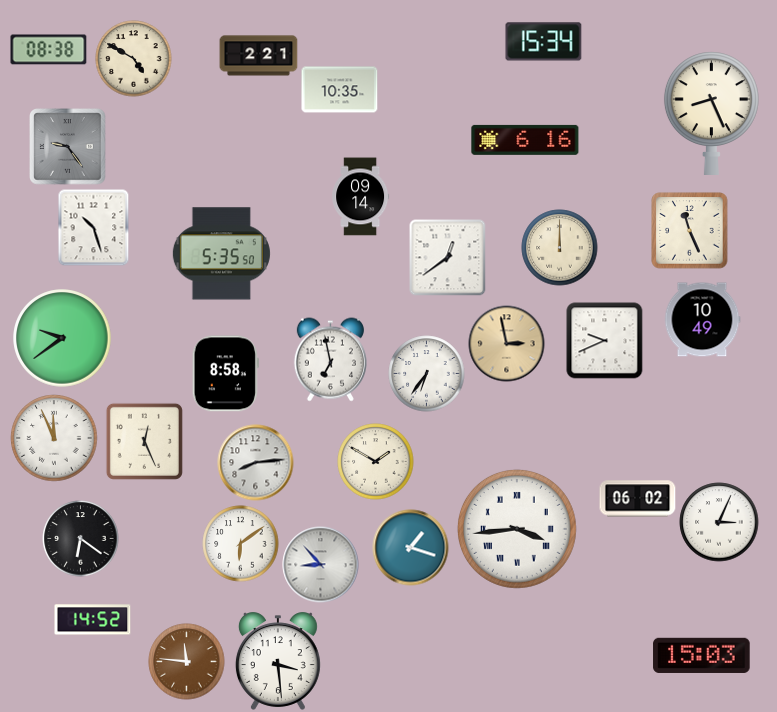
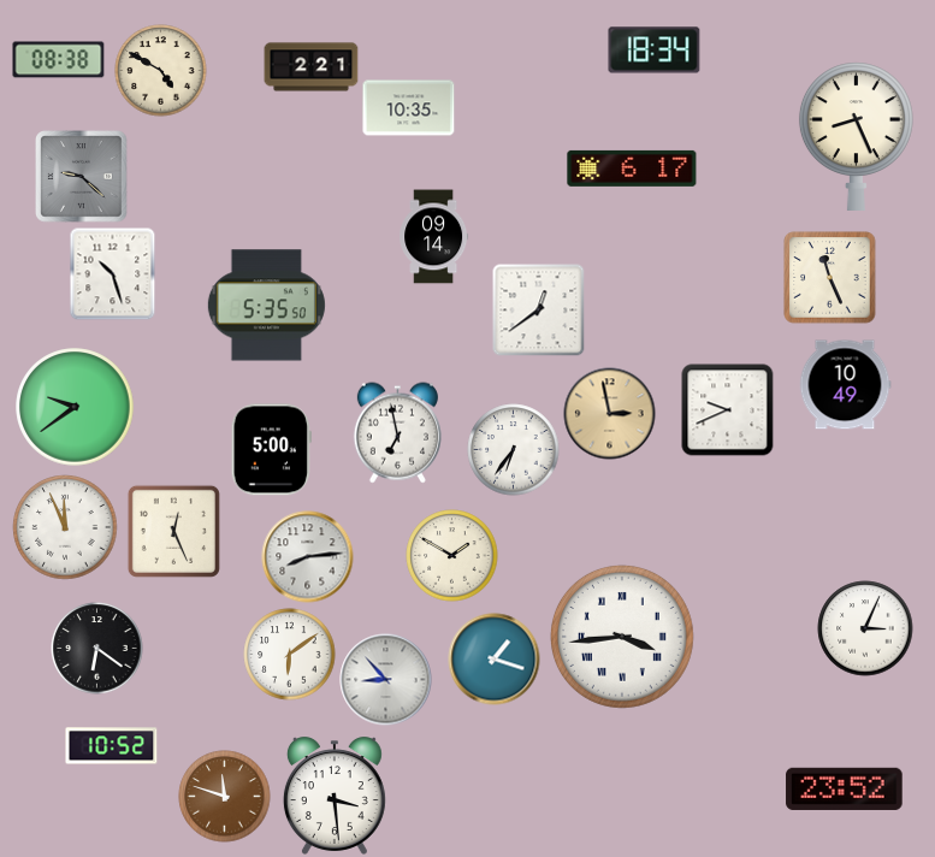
clock at (544, 42): 15:34 -> 18:34
clock at (525, 140): 6:16 -> 6:17
clock at (68, 147): 9:24 -> 9:22
clock at (560, 248): 12:00 -> none
clock at (225, 374): 8:58 -> 5:00
clock at (638, 499): 06:02 -> none
clock at (93, 620): 14:52 -> 10:52
clock at (702, 655): 15:03 -> 23:52
clock at (187, 662): 11:46 -> 11:48
